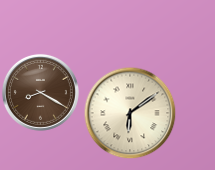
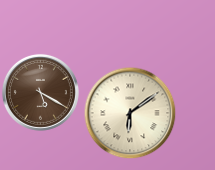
clock at (40, 92): 8:20 -> 5:20
